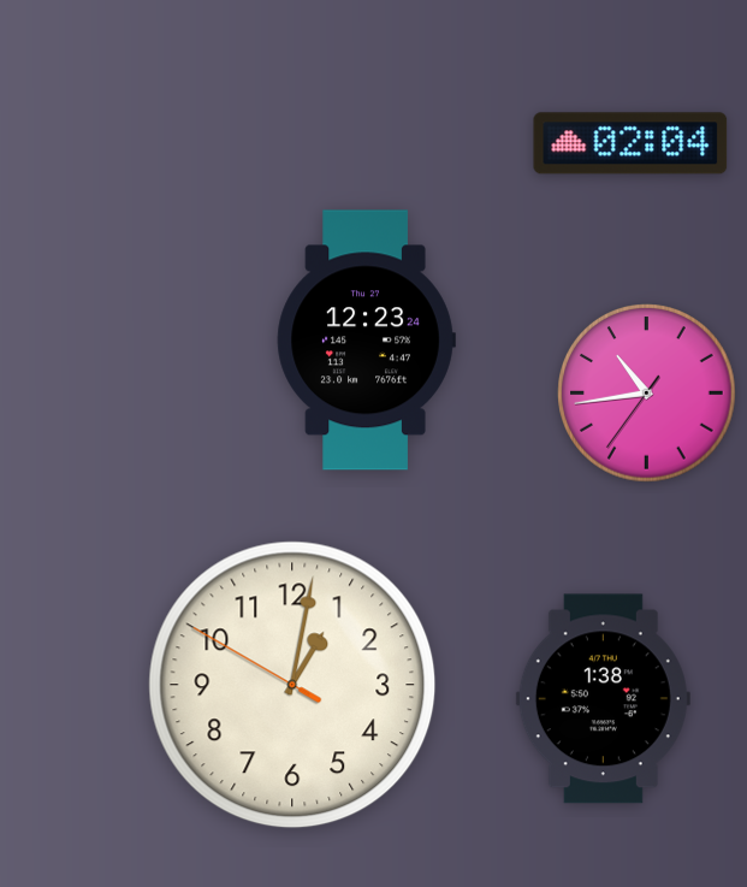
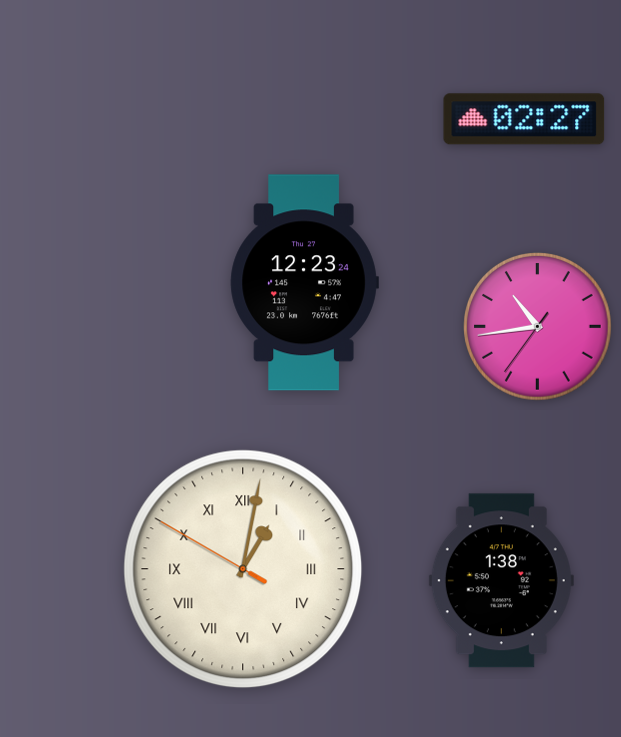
clock at (630, 143): 02:04 -> 02:27
clock at (292, 685) numerals: Arabic -> Roman
